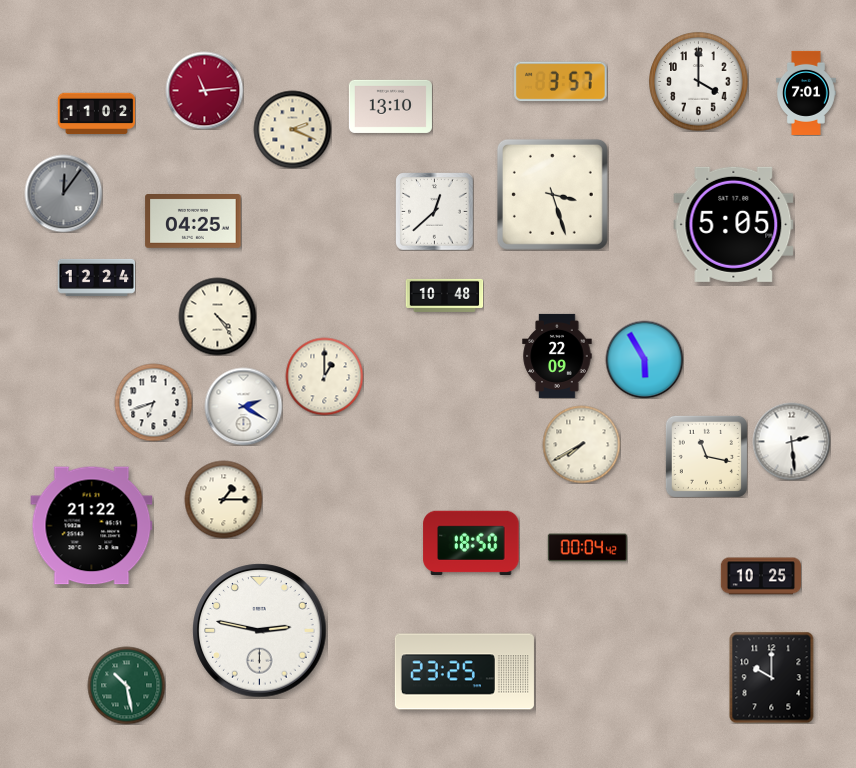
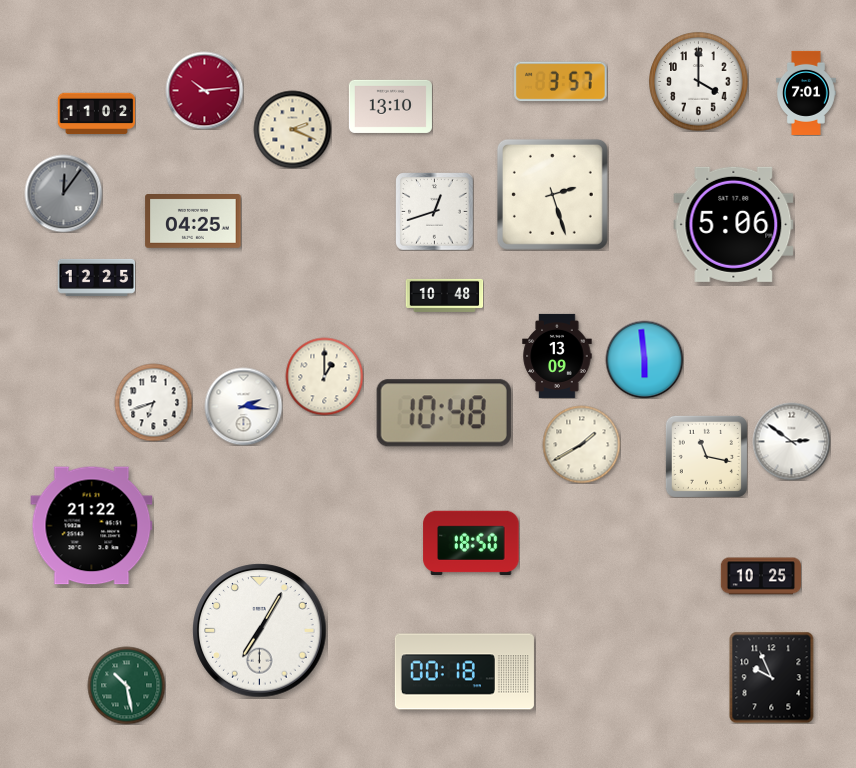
clock at (204, 90): 11:14 -> 10:14
clock at (552, 194): 3:27 -> 2:27
clock at (434, 211): 12:38 -> 12:42
clock at (734, 224): 5:05 -> 5:06
clock at (96, 277): 12:24 -> 12:25
clock at (217, 316): 4:24 -> none
clock at (557, 356): 22:09 -> 13:09
clock at (644, 359): 5:55 -> 5:59
clock at (243, 406): 2:20 -> 2:16
clock at (444, 413): none -> 10:48
clock at (791, 441): 2:29 -> 2:51
clock at (581, 444): 7:40 -> 1:40
clock at (223, 499): 1:15 -> none
clock at (587, 548): 00:04 -> none
clock at (260, 631): 2:47 -> 7:05
clock at (464, 672): 23:25 -> 00:18
clock at (772, 677): 10:00 -> 9:56
